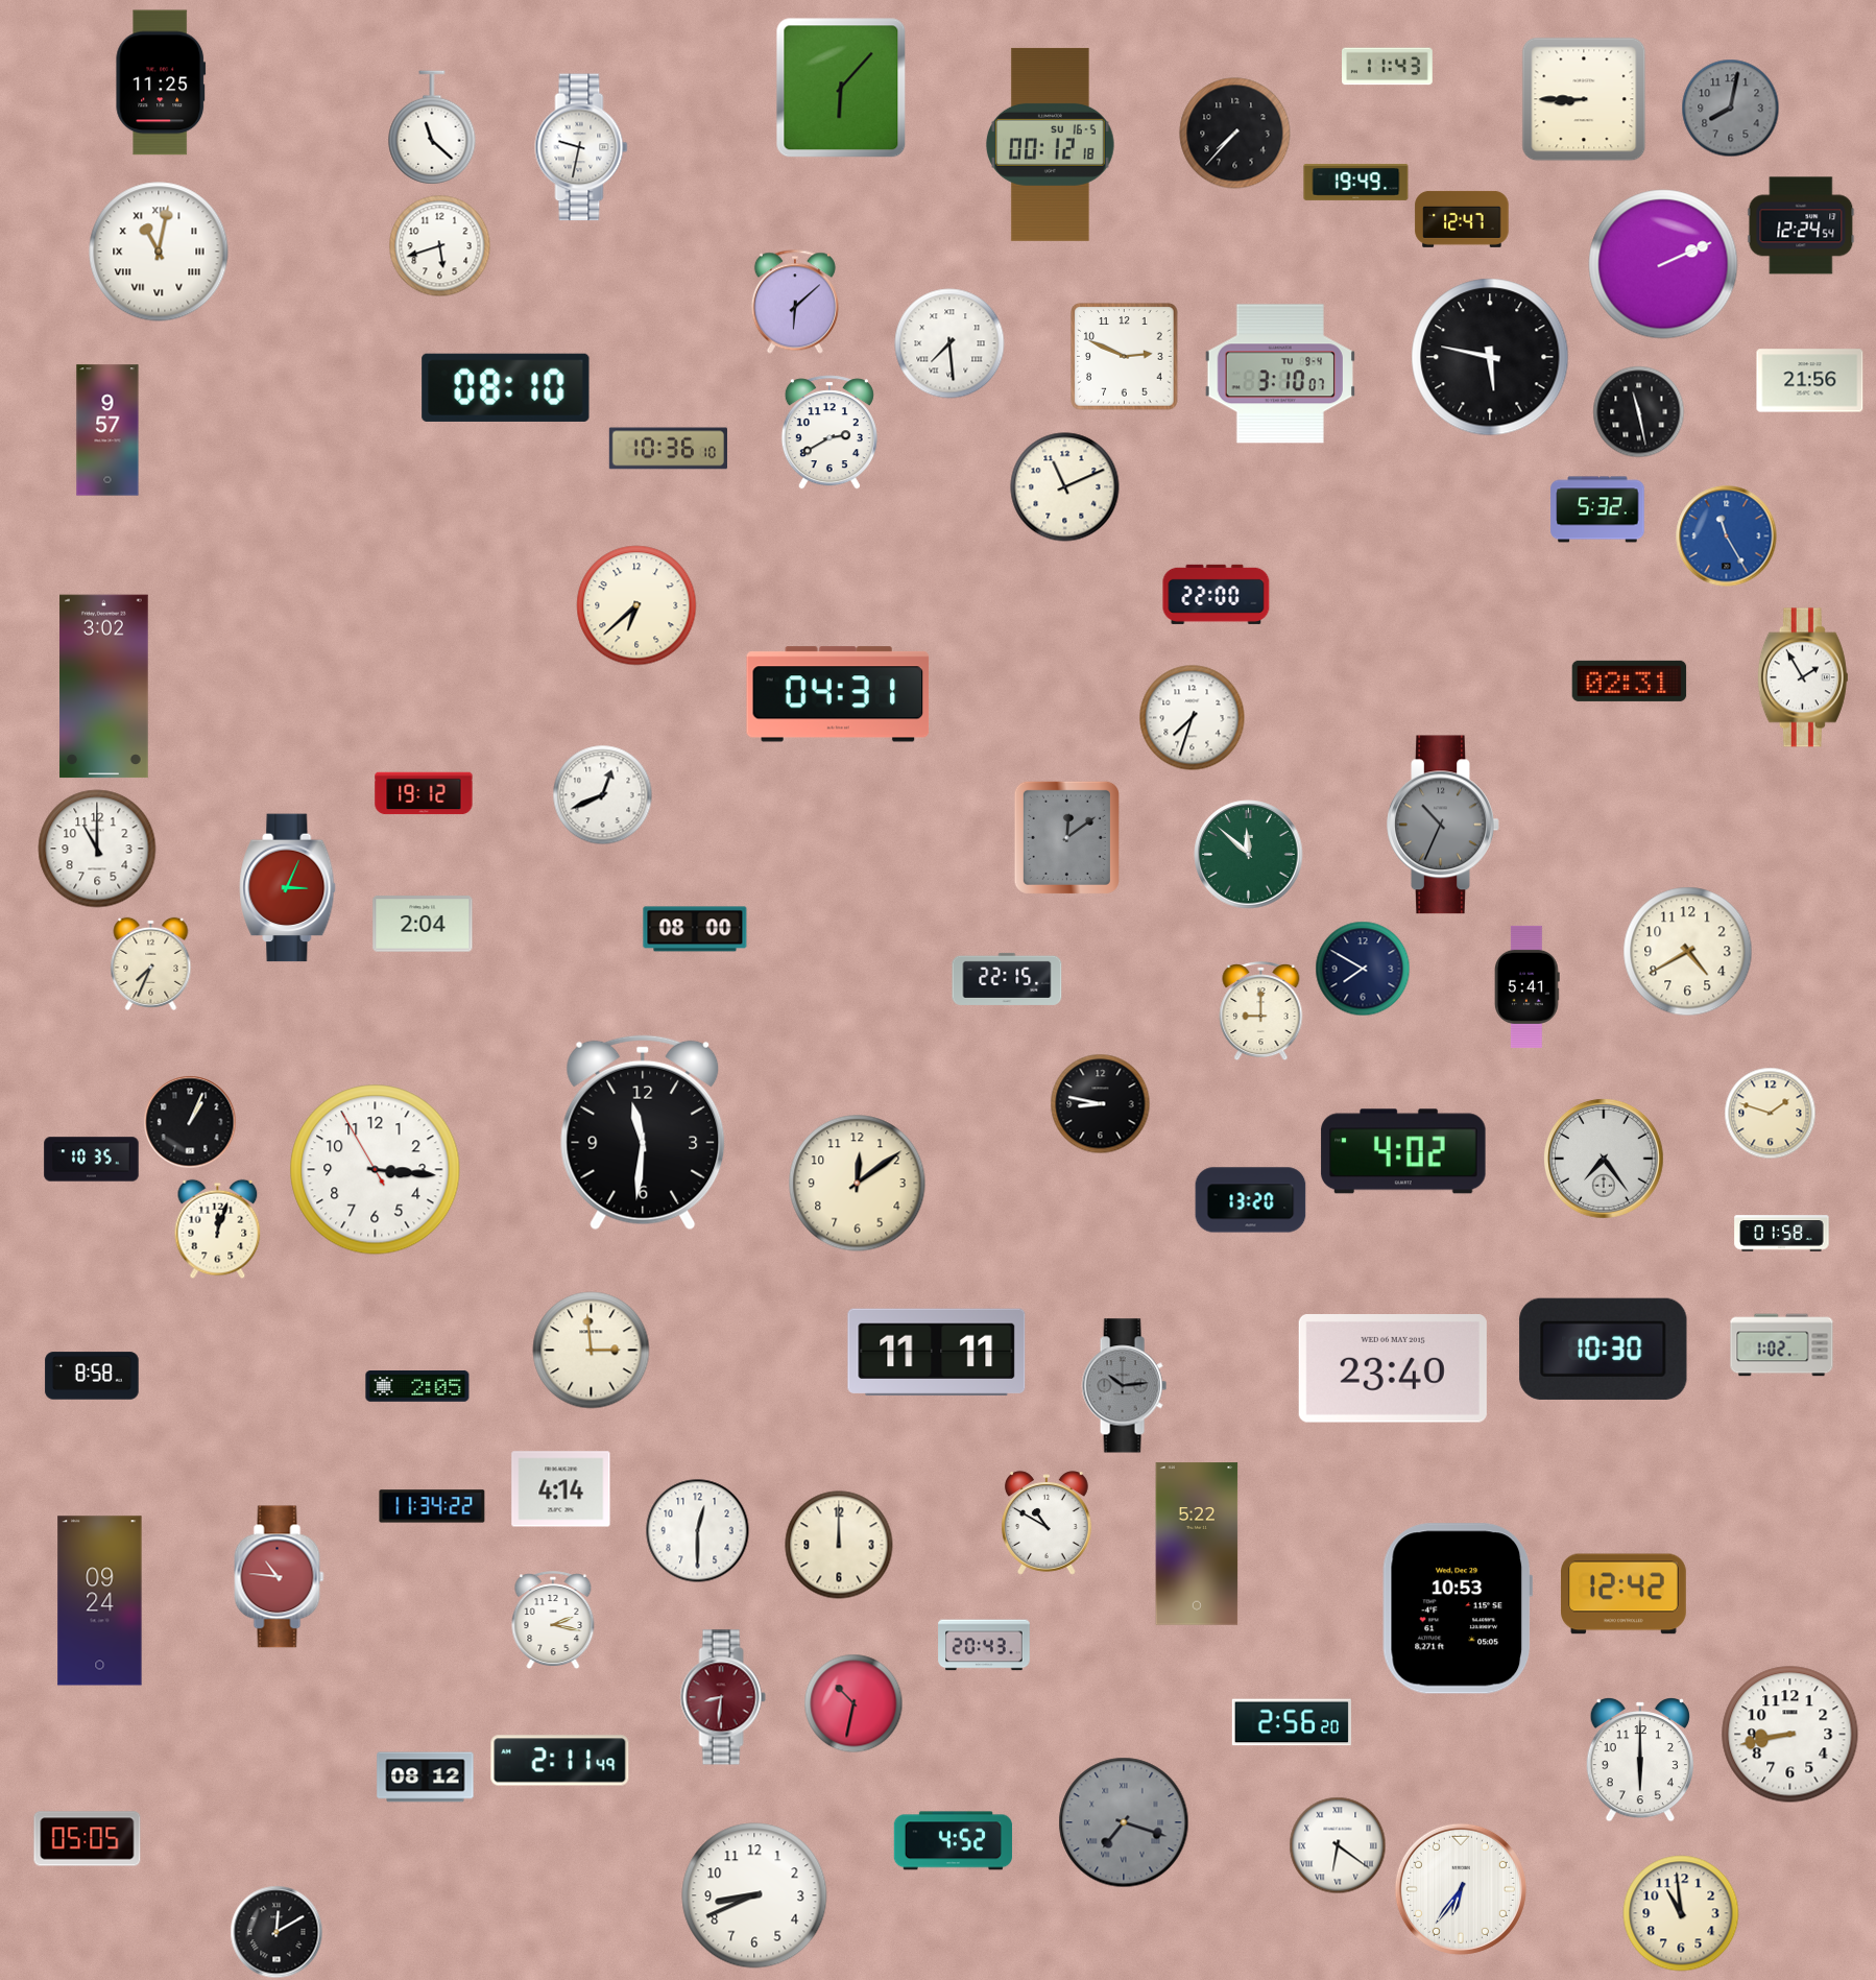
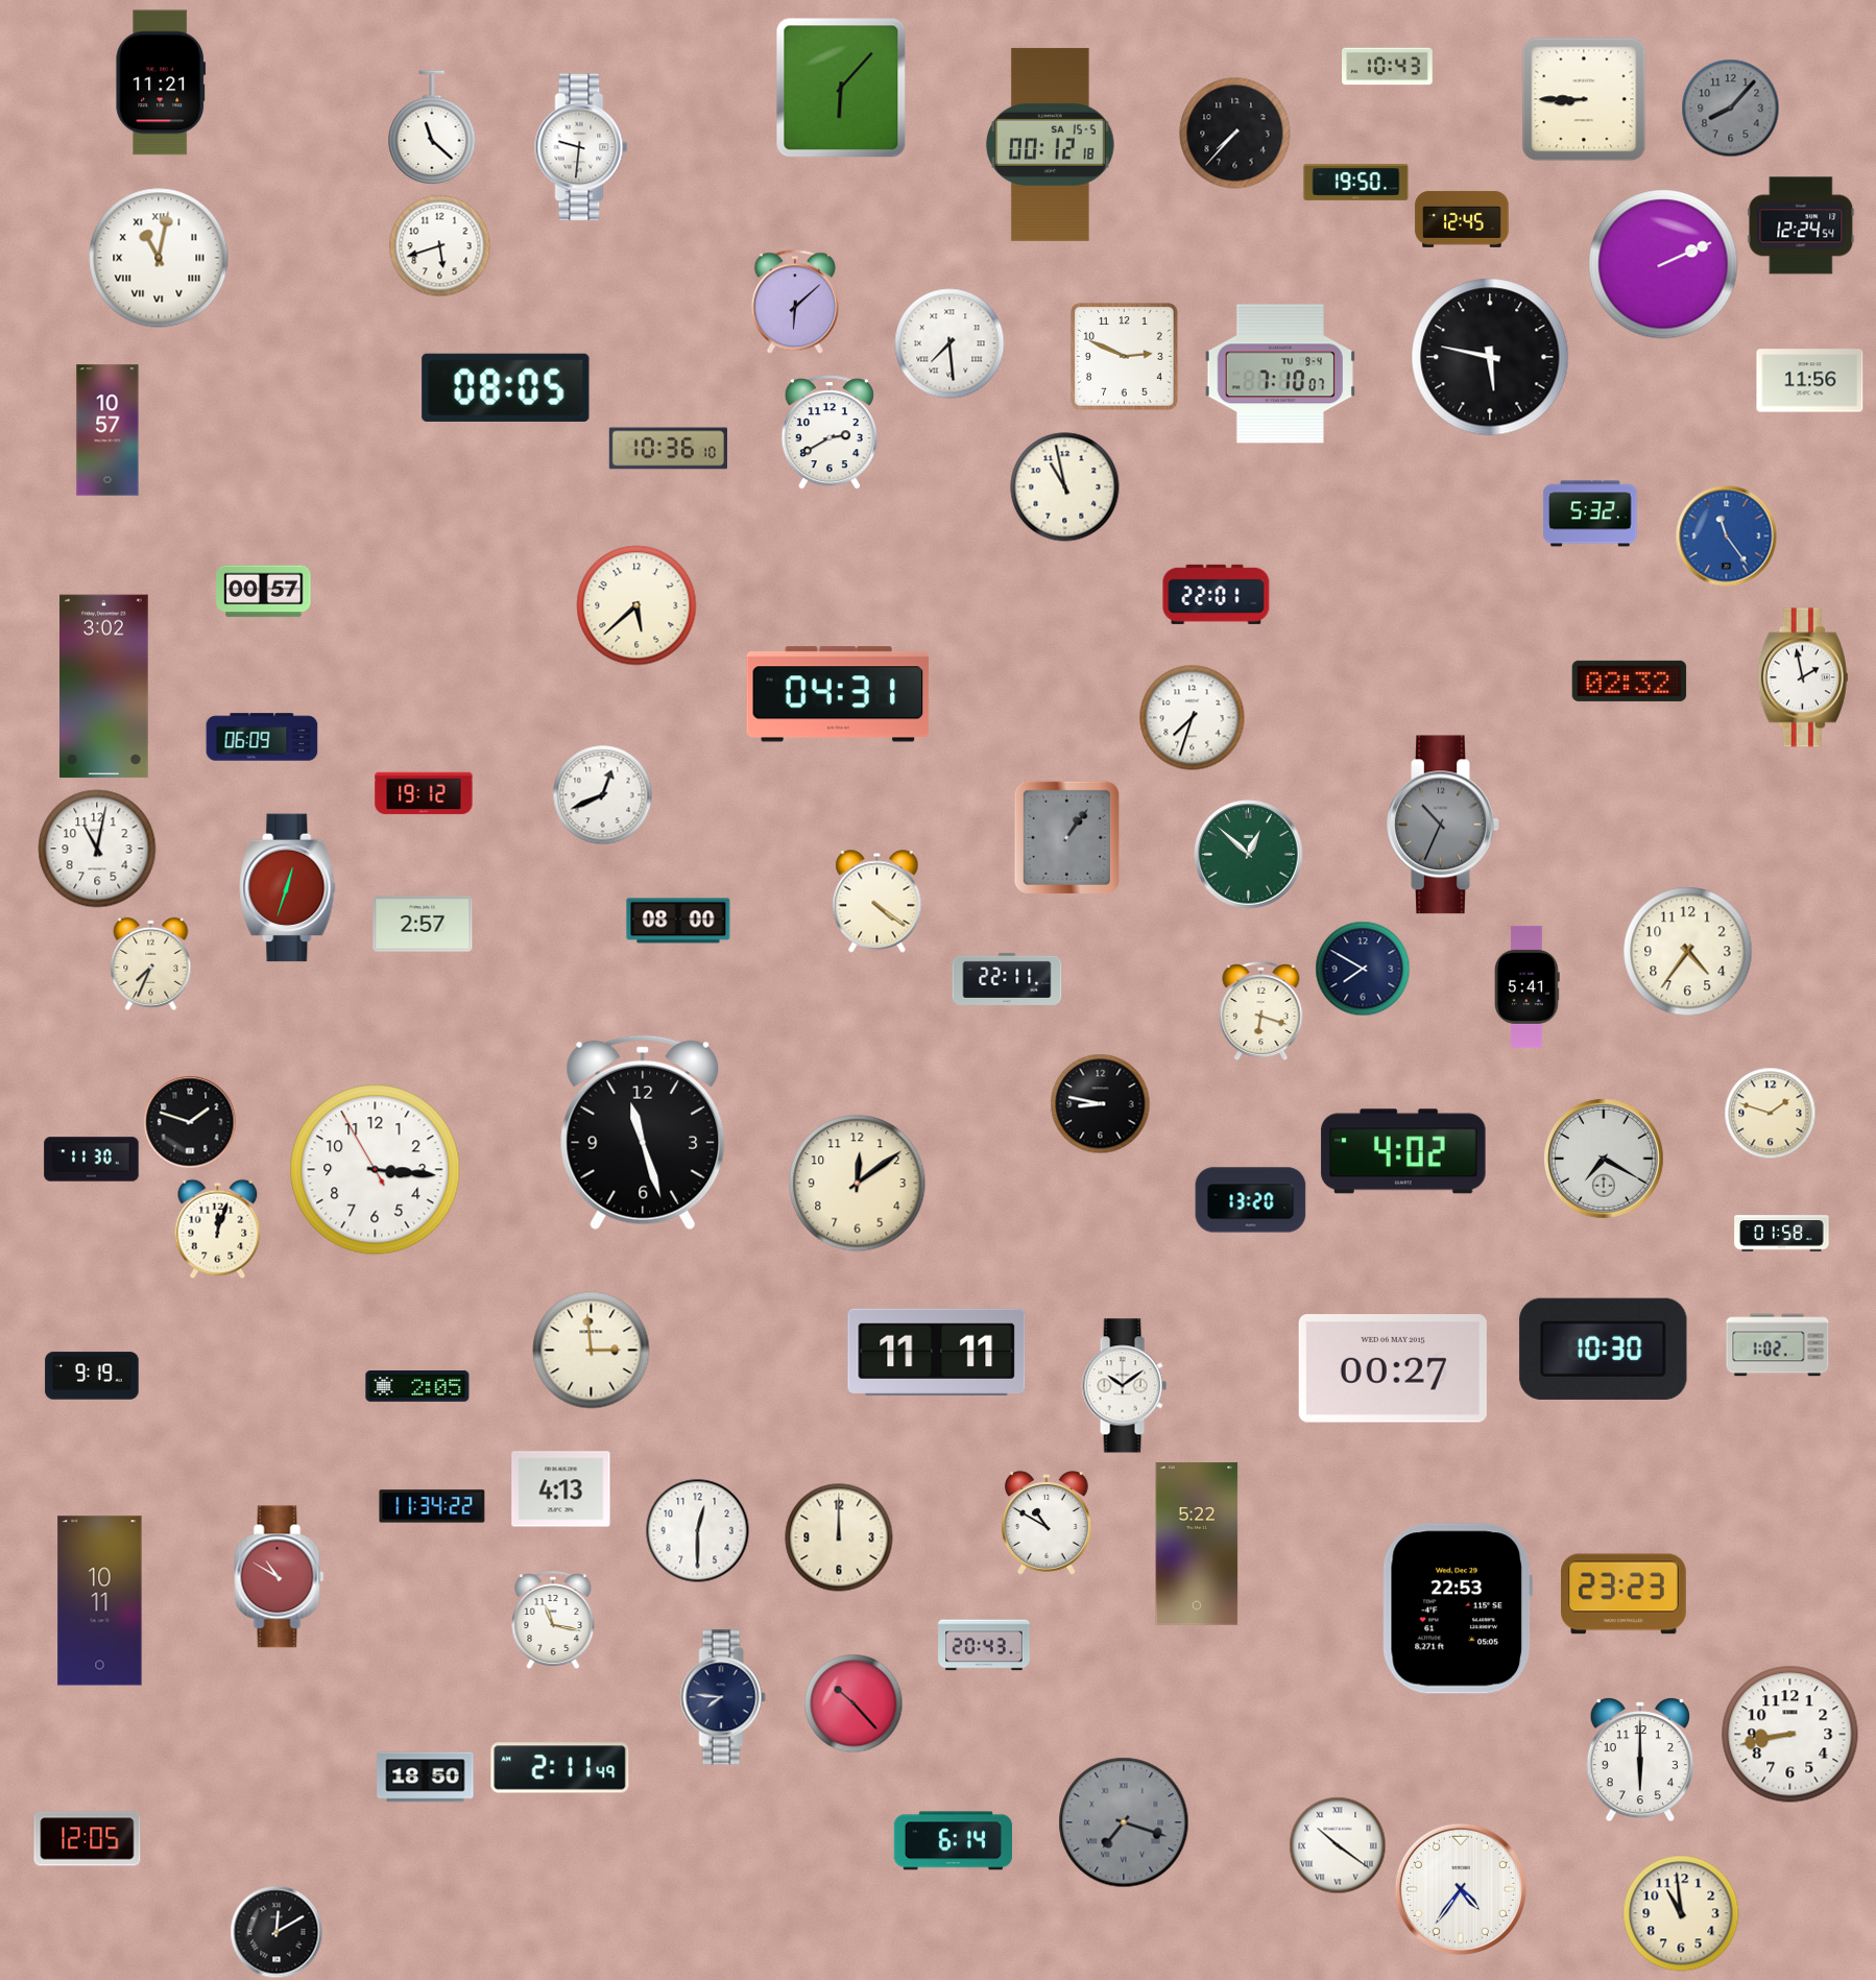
clock at (1388, 67): 11:43 -> 10:43
clock at (161, 82): 11:25 -> 11:21
clock at (1731, 109): 8:02 -> 8:07
clock at (1050, 144) date: SU 16-5 -> SA 15-5
clock at (581, 147): 9:32 -> 9:31
clock at (1356, 182): 19:49 -> 19:50
clock at (1462, 219): 12:47 -> 12:45
clock at (159, 252) position: (159, 252) -> (159, 258)
clock at (1280, 374): 3:10 -> 7:10
clock at (1810, 381): 21:56 -> 11:56
clock at (506, 387): 08:10 -> 08:05
clock at (1639, 412): 11:28 -> none
clock at (107, 430): 9:57 -> 10:57
clock at (1065, 487): 11:11 -> 10:58
clock at (1597, 509) position: (1597, 509) -> (1590, 514)
clock at (1727, 536): 11:25 -> 11:24
clock at (264, 592): none -> 00:57
clock at (1217, 594): 22:00 -> 22:01
clock at (636, 605): 6:38 -> 5:38
clock at (1803, 677): 1:55 -> 1:58
clock at (1630, 681): 02:31 -> 02:32
clock at (262, 737): none -> 06:09
clock at (1066, 837): 12:09 -> 1:06
clock at (97, 849): 11:00 -> 11:02
clock at (1249, 855): 11:52 -> 12:52
clock at (288, 888): 3:04 -> 12:33
clock at (877, 902): none -> 4:21
clock at (423, 924): 2:04 -> 2:57
clock at (695, 929) position: (695, 929) -> (678, 921)
clock at (1688, 952): 4:40 -> 4:36
clock at (1007, 979): 22:15 -> 22:11
clock at (1261, 1012): 9:00 -> 6:18
clock at (190, 1122): 1:04 -> 1:48
clock at (643, 1132): 11:31 -> 11:27
clock at (1604, 1159): 7:24 -> 7:20
clock at (92, 1160): 10:35 -> 11:30
clock at (1782, 1345) position: (1782, 1345) -> (1778, 1345)
clock at (1393, 1369): 23:40 -> 00:27
clock at (92, 1376): 8:58 -> 9:19
clock at (1124, 1386): 10:14 -> 10:09
clock at (1124, 1386) dial: grey -> white
clock at (561, 1489): 4:14 -> 4:13
clock at (839, 1545) position: (839, 1545) -> (839, 1537)
clock at (280, 1577): 10:46 -> 10:50
clock at (1625, 1594): 12:42 -> 23:23
clock at (100, 1601): 09:24 -> 10:11
clock at (1458, 1608): 10:53 -> 22:53
clock at (553, 1621): 2:17 -> 11:17
clock at (723, 1697): 8:31 -> 7:46
clock at (723, 1697) dial: burgundy -> navy
clock at (853, 1703): 10:32 -> 10:23
clock at (1292, 1722): 2:56 -> none
clock at (560, 1761) position: (560, 1761) -> (560, 1768)
clock at (426, 1778): 08:12 -> 18:50
clock at (88, 1839): 05:05 -> 12:05
clock at (953, 1841): 4:52 -> 6:14
clock at (1338, 1845): 6:21 -> 10:21
clock at (1461, 1889): 6:36 -> 4:36
clock at (754, 1895): 8:41 -> none
